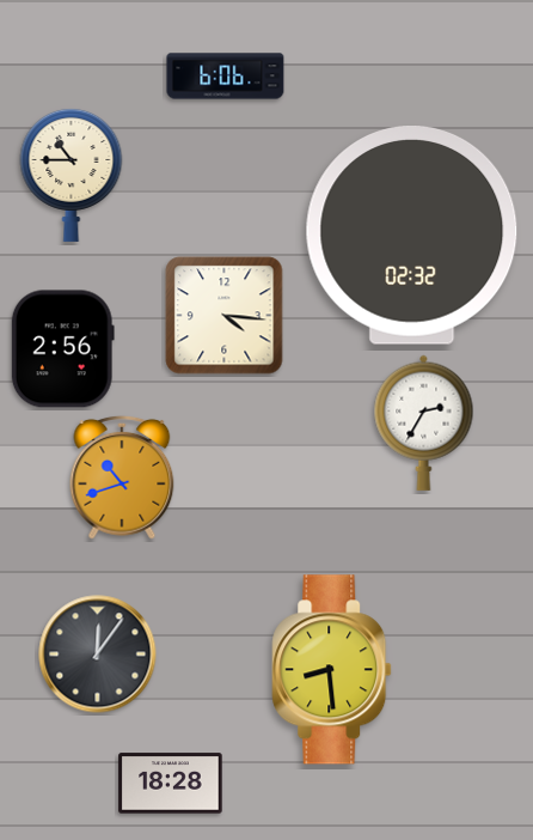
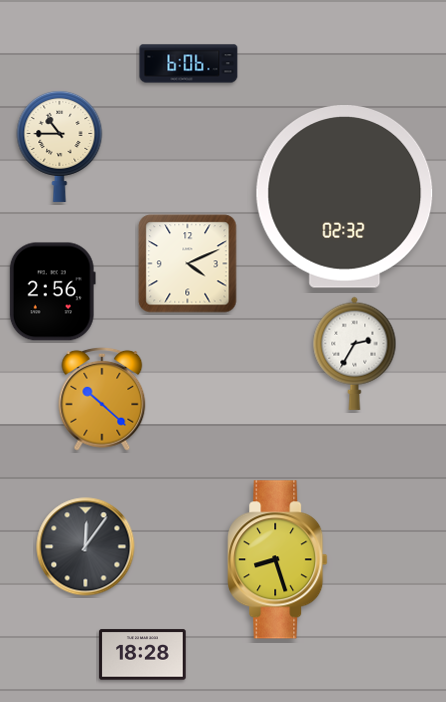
clock at (225, 316): 4:16 -> 4:11
clock at (122, 477): 10:42 -> 10:22
clock at (98, 655) position: (98, 655) -> (86, 547)
clock at (332, 670): 8:29 -> 8:27
